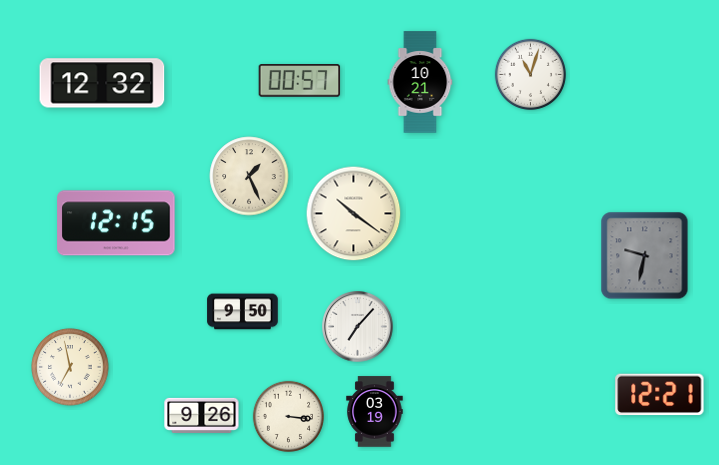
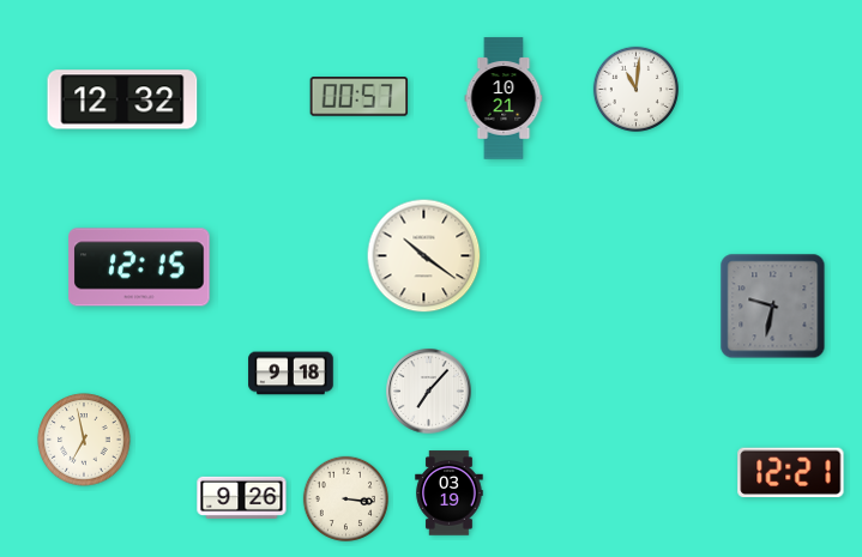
clock at (530, 74): 11:03 -> 11:01
clock at (249, 176): 1:26 -> none
clock at (243, 312): 9:50 -> 9:18
